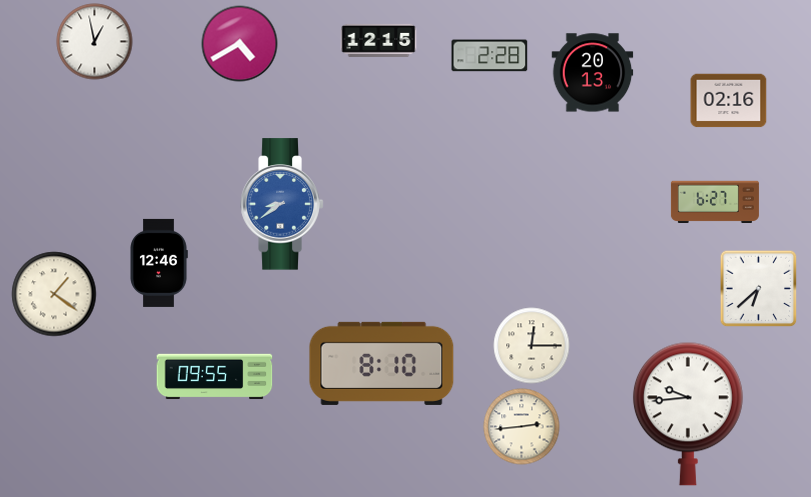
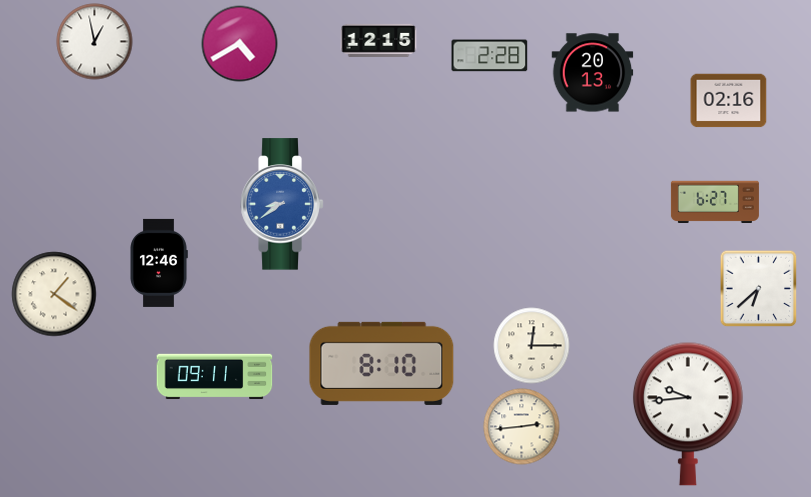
clock at (215, 377): 09:55 -> 09:11
